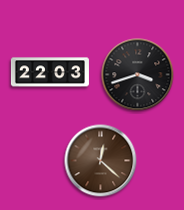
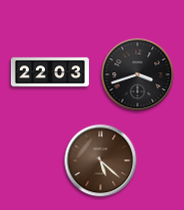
clock at (101, 161): 12:22 -> 5:22
